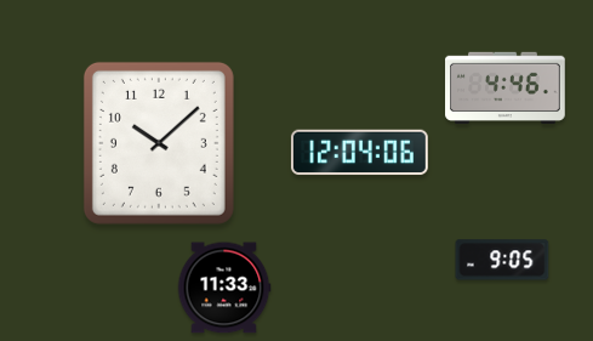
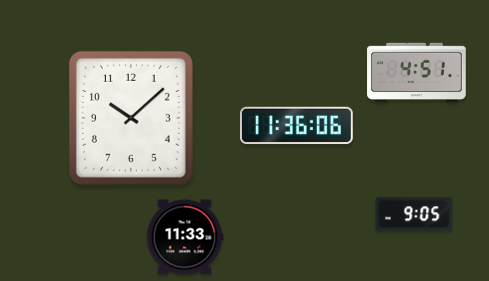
clock at (506, 89): 4:46 -> 4:51
clock at (359, 153): 12:04 -> 11:36
